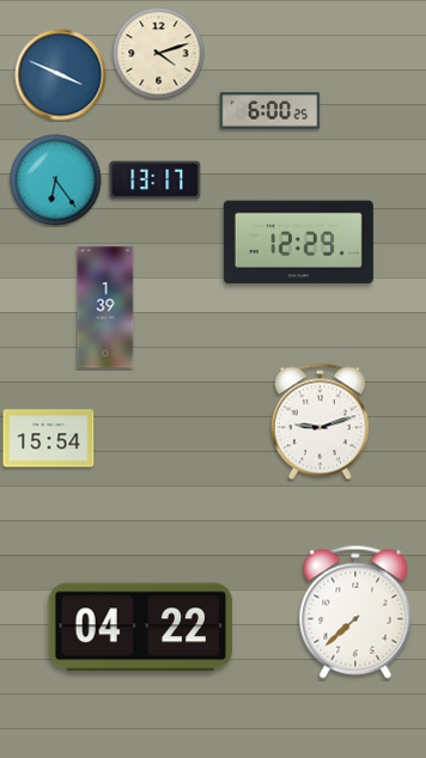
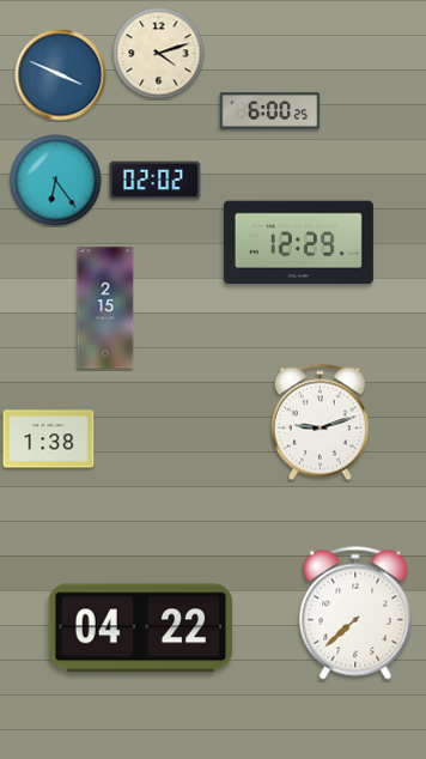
clock at (156, 181): 13:17 -> 02:02
clock at (105, 307): 1:39 -> 2:15
clock at (49, 439): 15:54 -> 1:38
